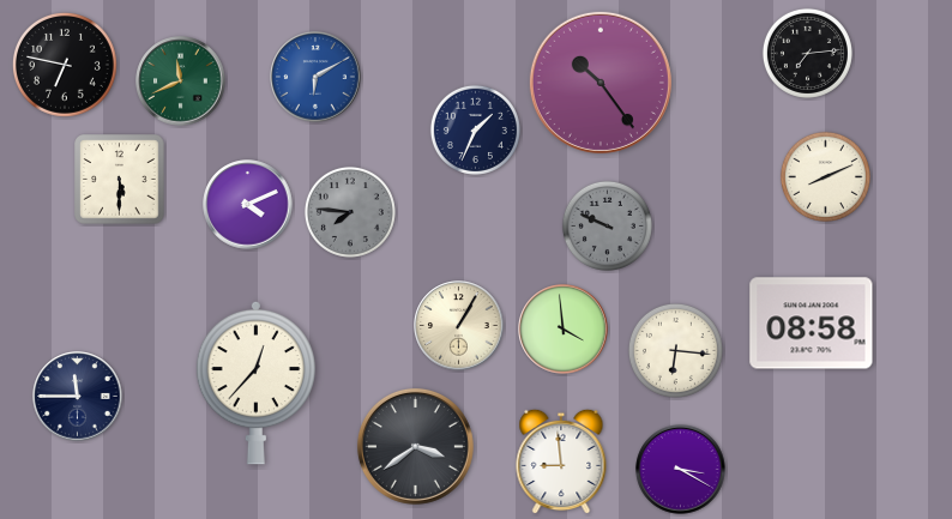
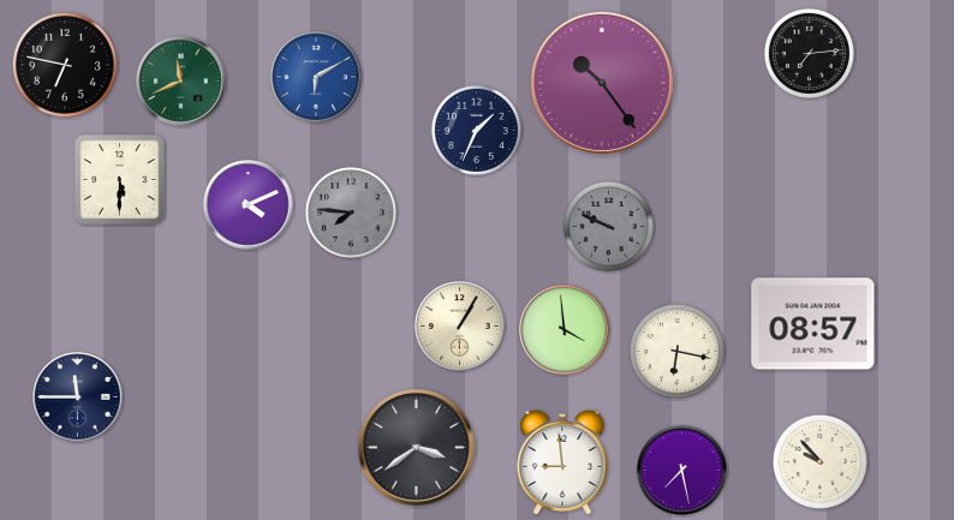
clock at (825, 176): 8:11 -> none
clock at (812, 324): 08:58 -> 08:57
clock at (675, 350): 6:16 -> 6:17
clock at (255, 382): 12:37 -> none
clock at (819, 461): none -> 9:53
clock at (681, 470): 3:20 -> 7:28
